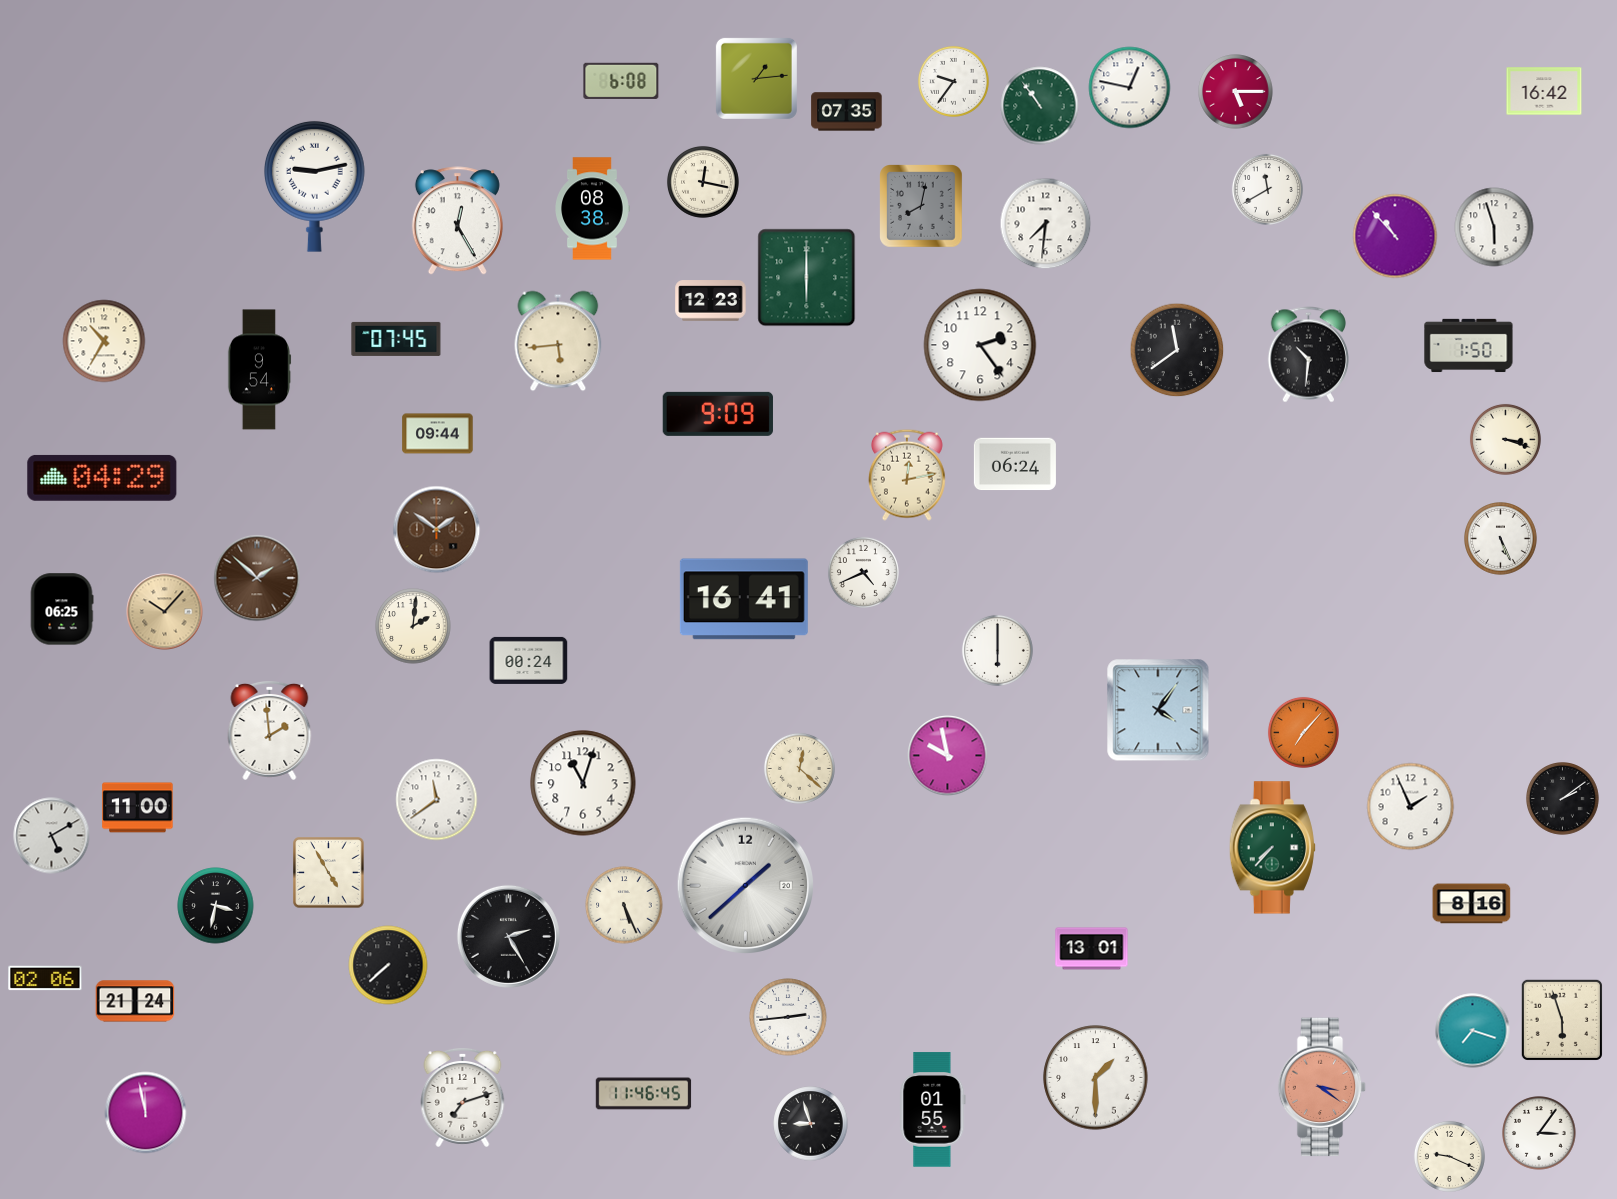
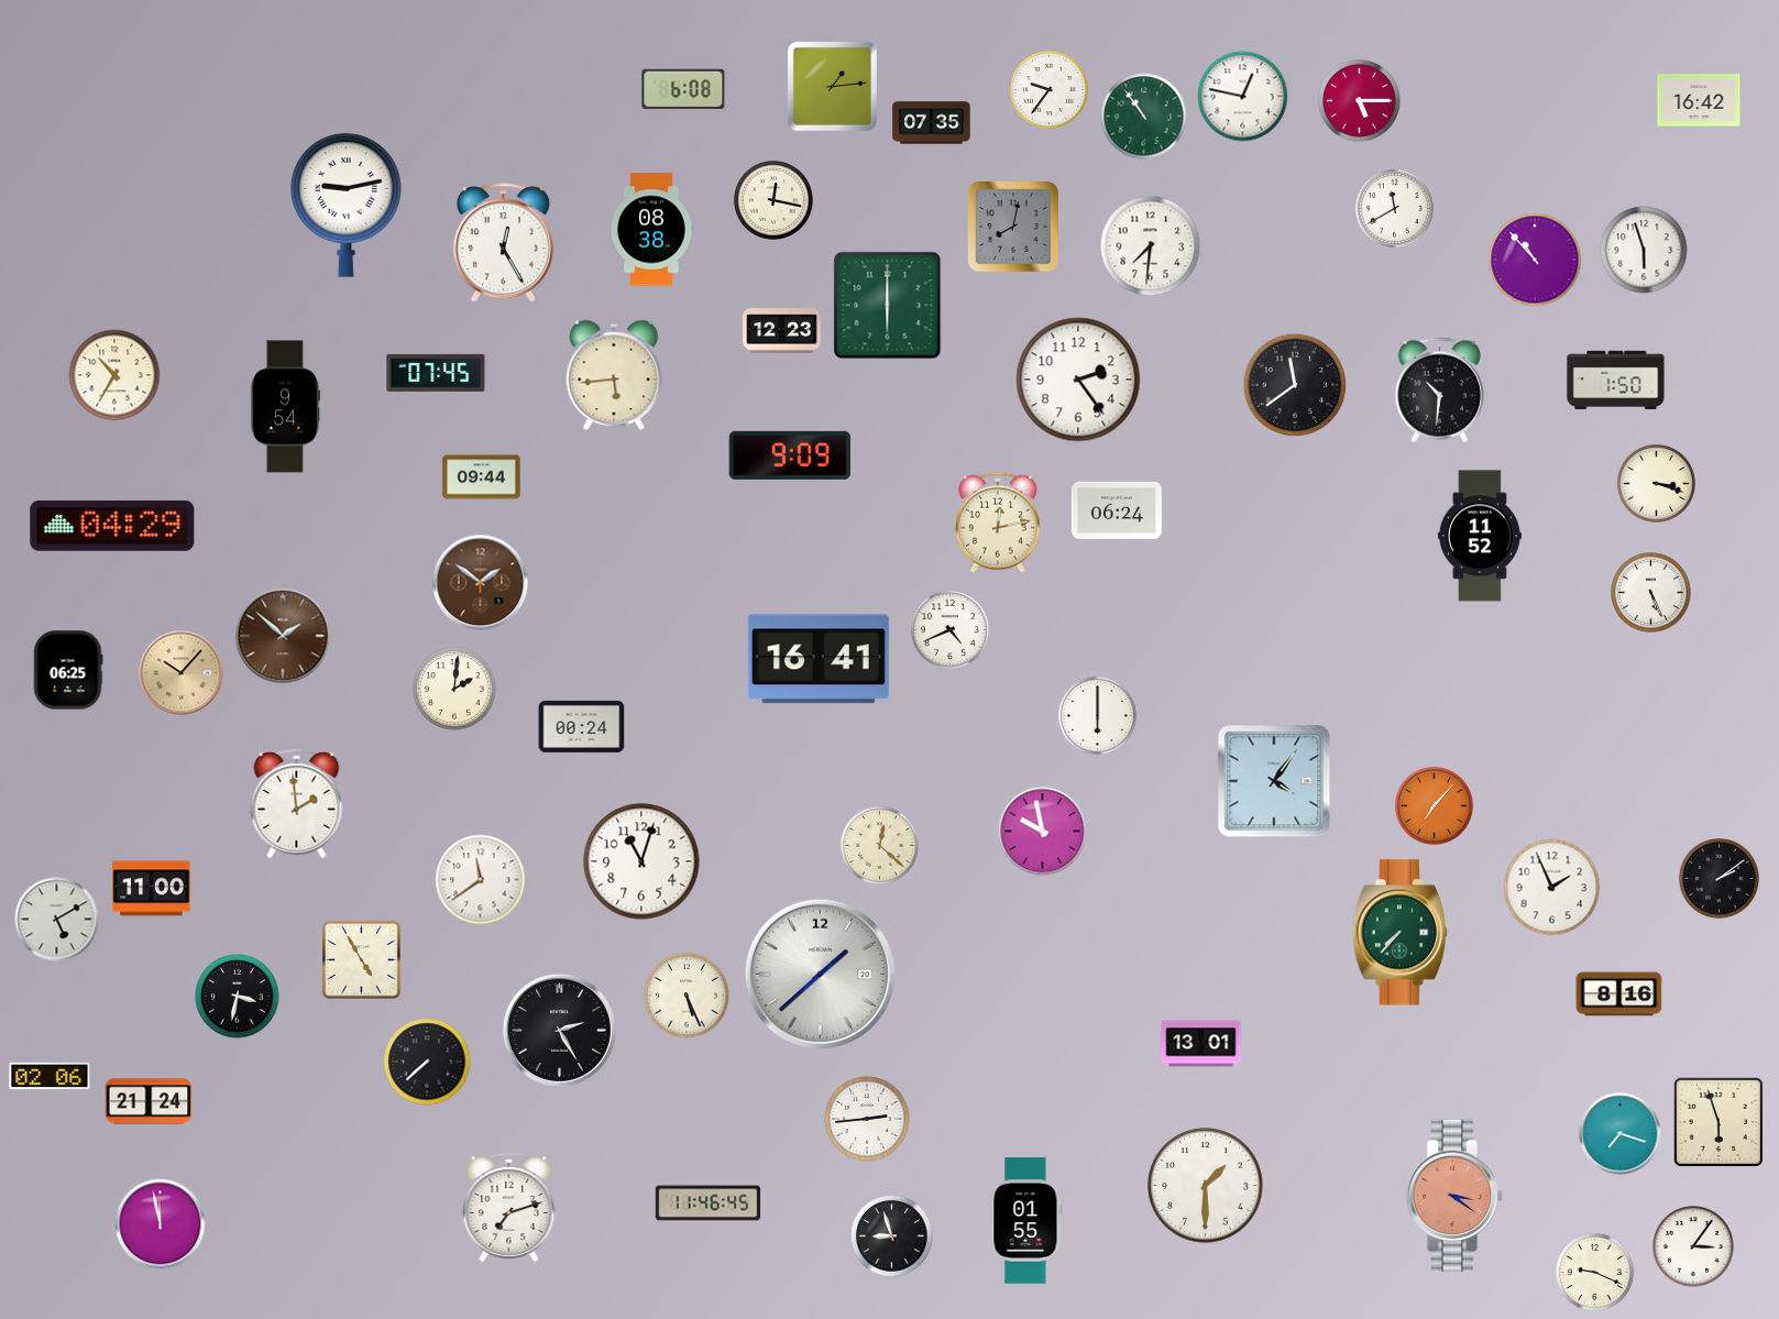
clock at (1480, 536): none -> 11:52
